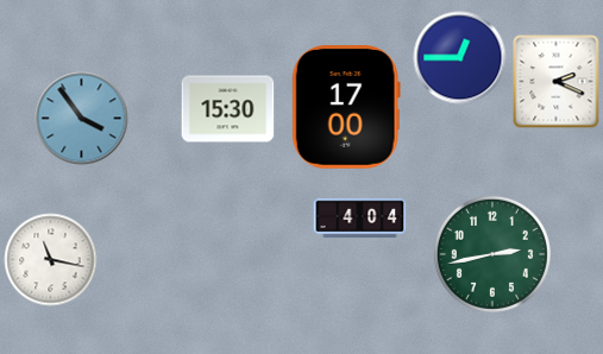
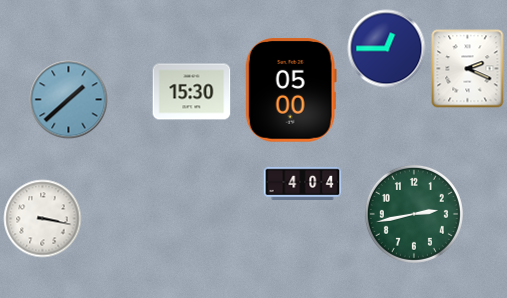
clock at (346, 107): 17:00 -> 05:00
clock at (81, 118): 3:54 -> 1:38
clock at (50, 259): 11:17 -> 3:17
